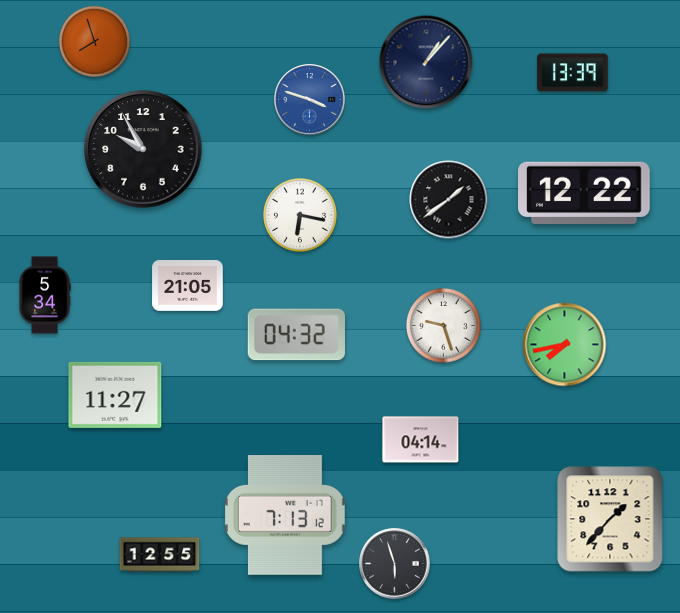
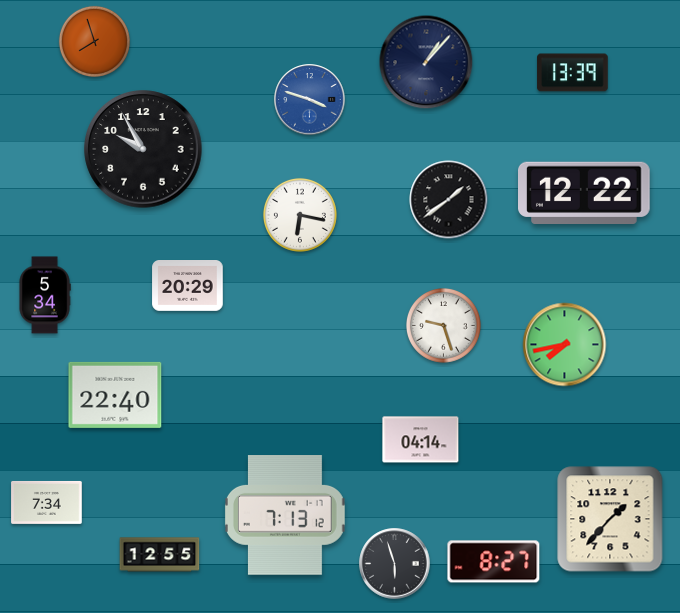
clock at (188, 286): 21:05 -> 20:29
clock at (296, 335): 04:32 -> none
clock at (115, 395): 11:27 -> 22:40
clock at (47, 502): none -> 7:34
clock at (494, 562): none -> 8:27
